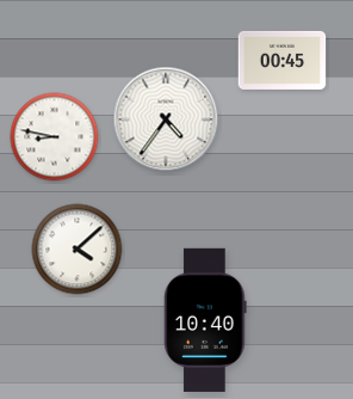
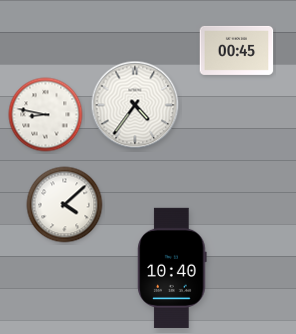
clock at (166, 119) position: (166, 119) -> (135, 105)
clock at (78, 250) position: (78, 250) -> (65, 205)
